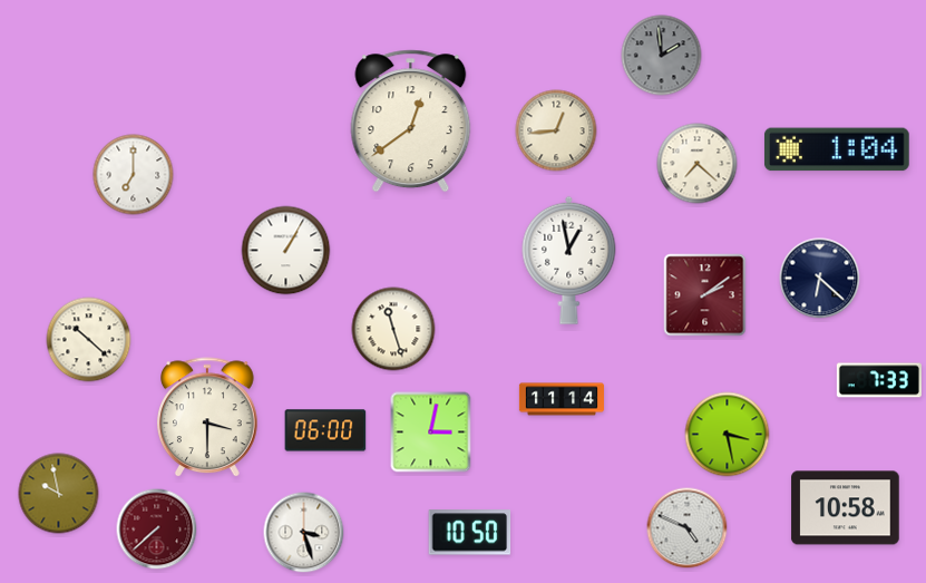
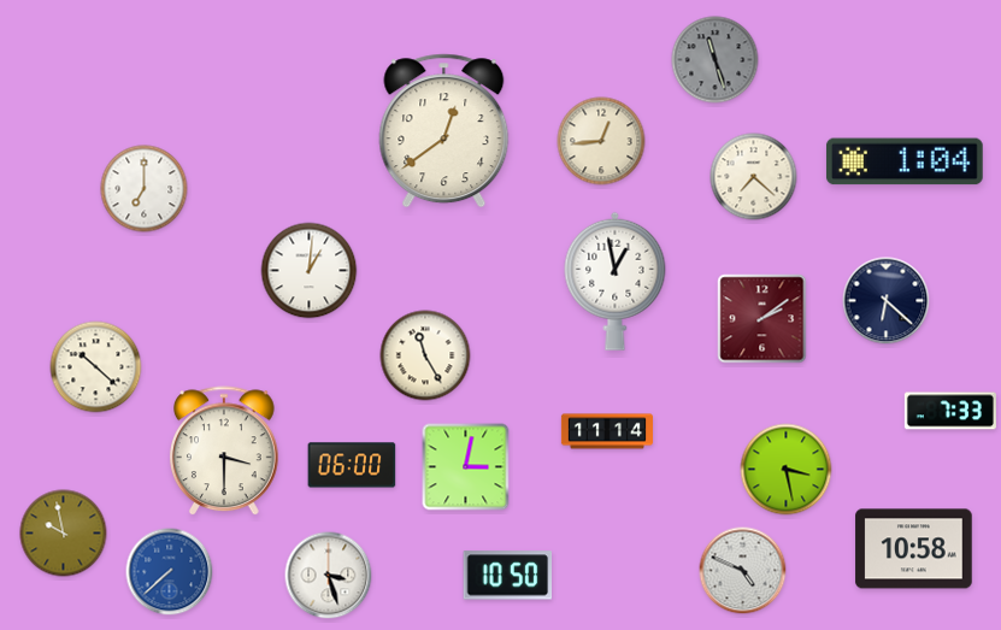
clock at (662, 56): 1:59 -> 11:27
clock at (286, 251): 1:05 -> 1:01
clock at (393, 329): 11:27 -> 11:25
clock at (157, 529) dial: burgundy -> blue
